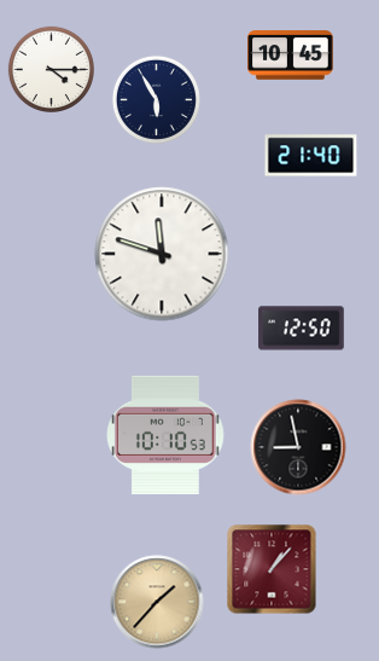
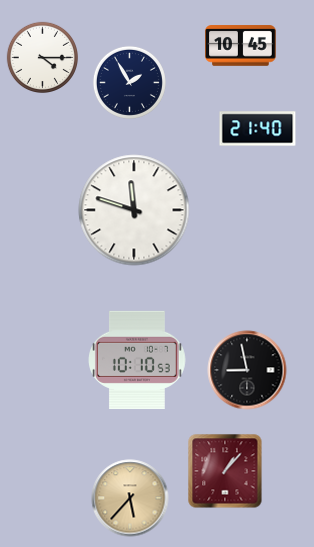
clock at (156, 99): 5:55 -> 1:55
clock at (302, 329): 12:50 -> none
clock at (157, 602): 1:37 -> 5:37
